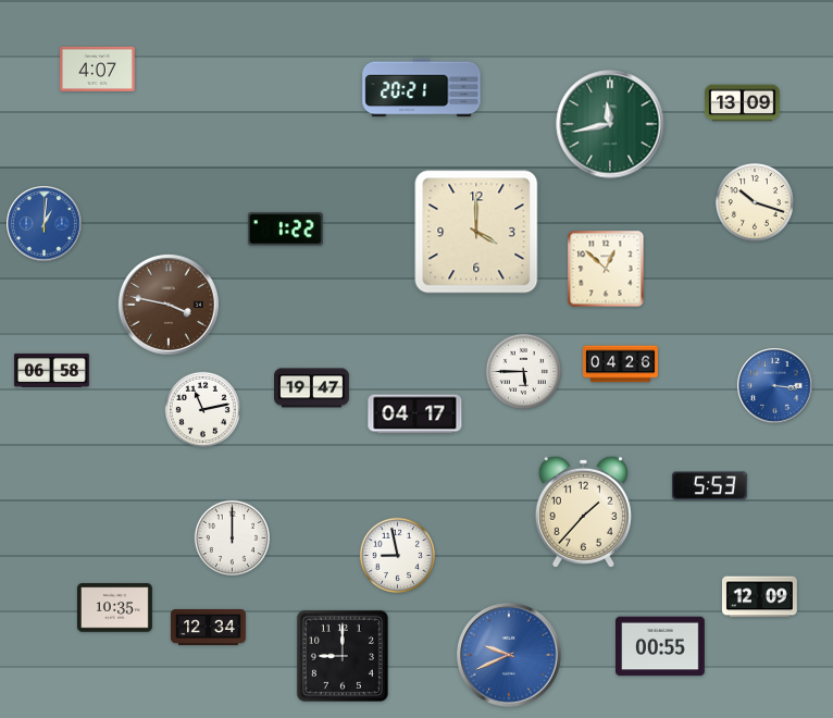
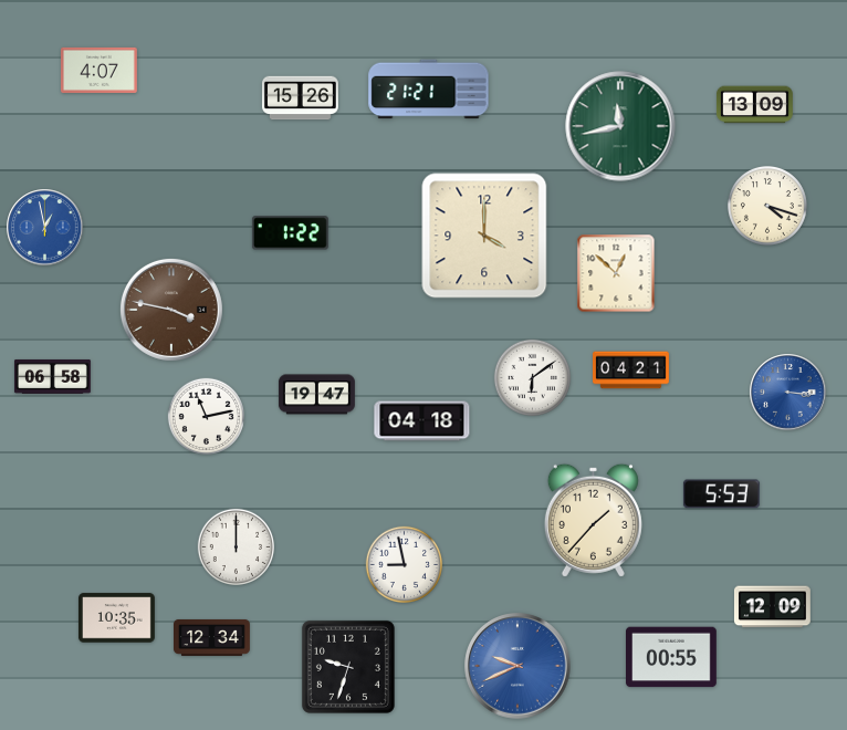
clock at (422, 88): 20:21 -> 21:21
clock at (300, 98): none -> 15:26
clock at (755, 202): 10:18 -> 4:18
clock at (45, 224): 1:01 -> 12:58
clock at (621, 364): 04:26 -> 04:21
clock at (523, 371): 5:45 -> 6:09
clock at (415, 414): 04:17 -> 04:18
clock at (343, 656): 9:00 -> 9:33
